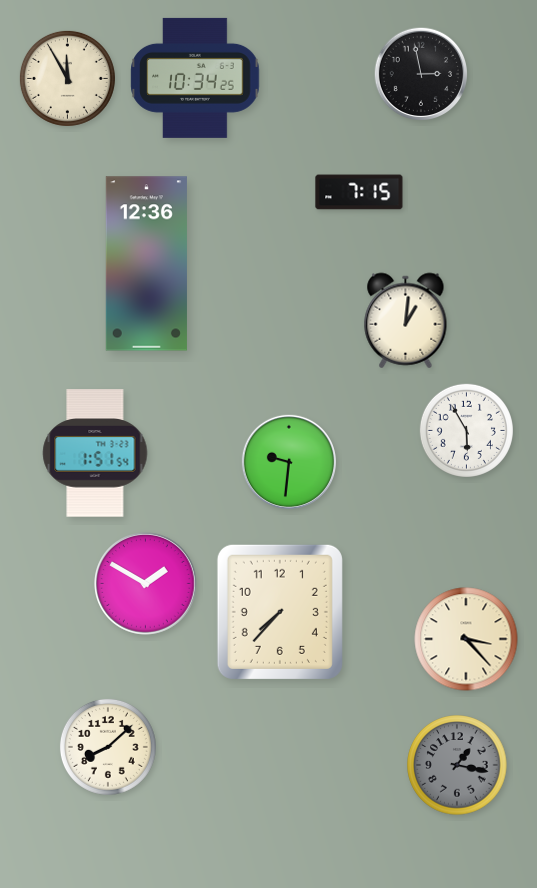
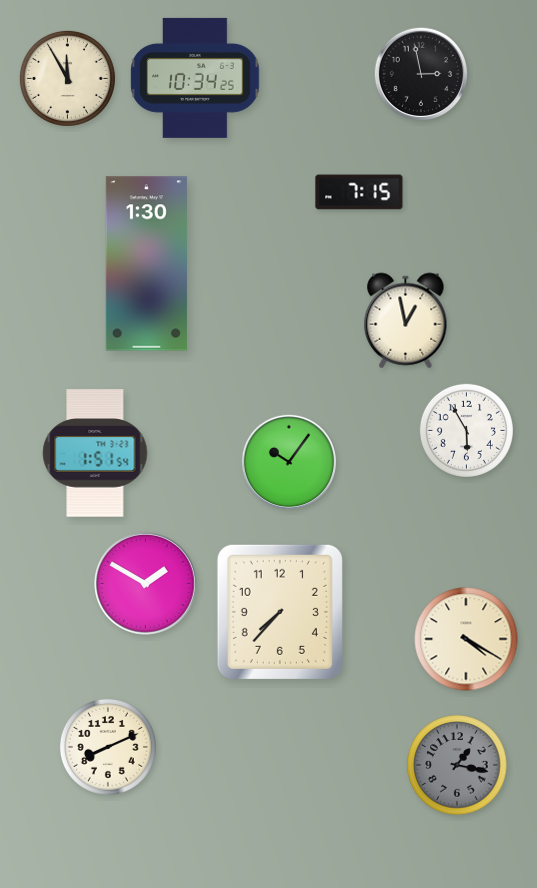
clock at (146, 264): 12:36 -> 1:30
clock at (406, 321): 1:01 -> 12:58
clock at (289, 462): 9:31 -> 10:06
clock at (466, 639): 3:23 -> 4:20
clock at (108, 747): 8:08 -> 8:11
